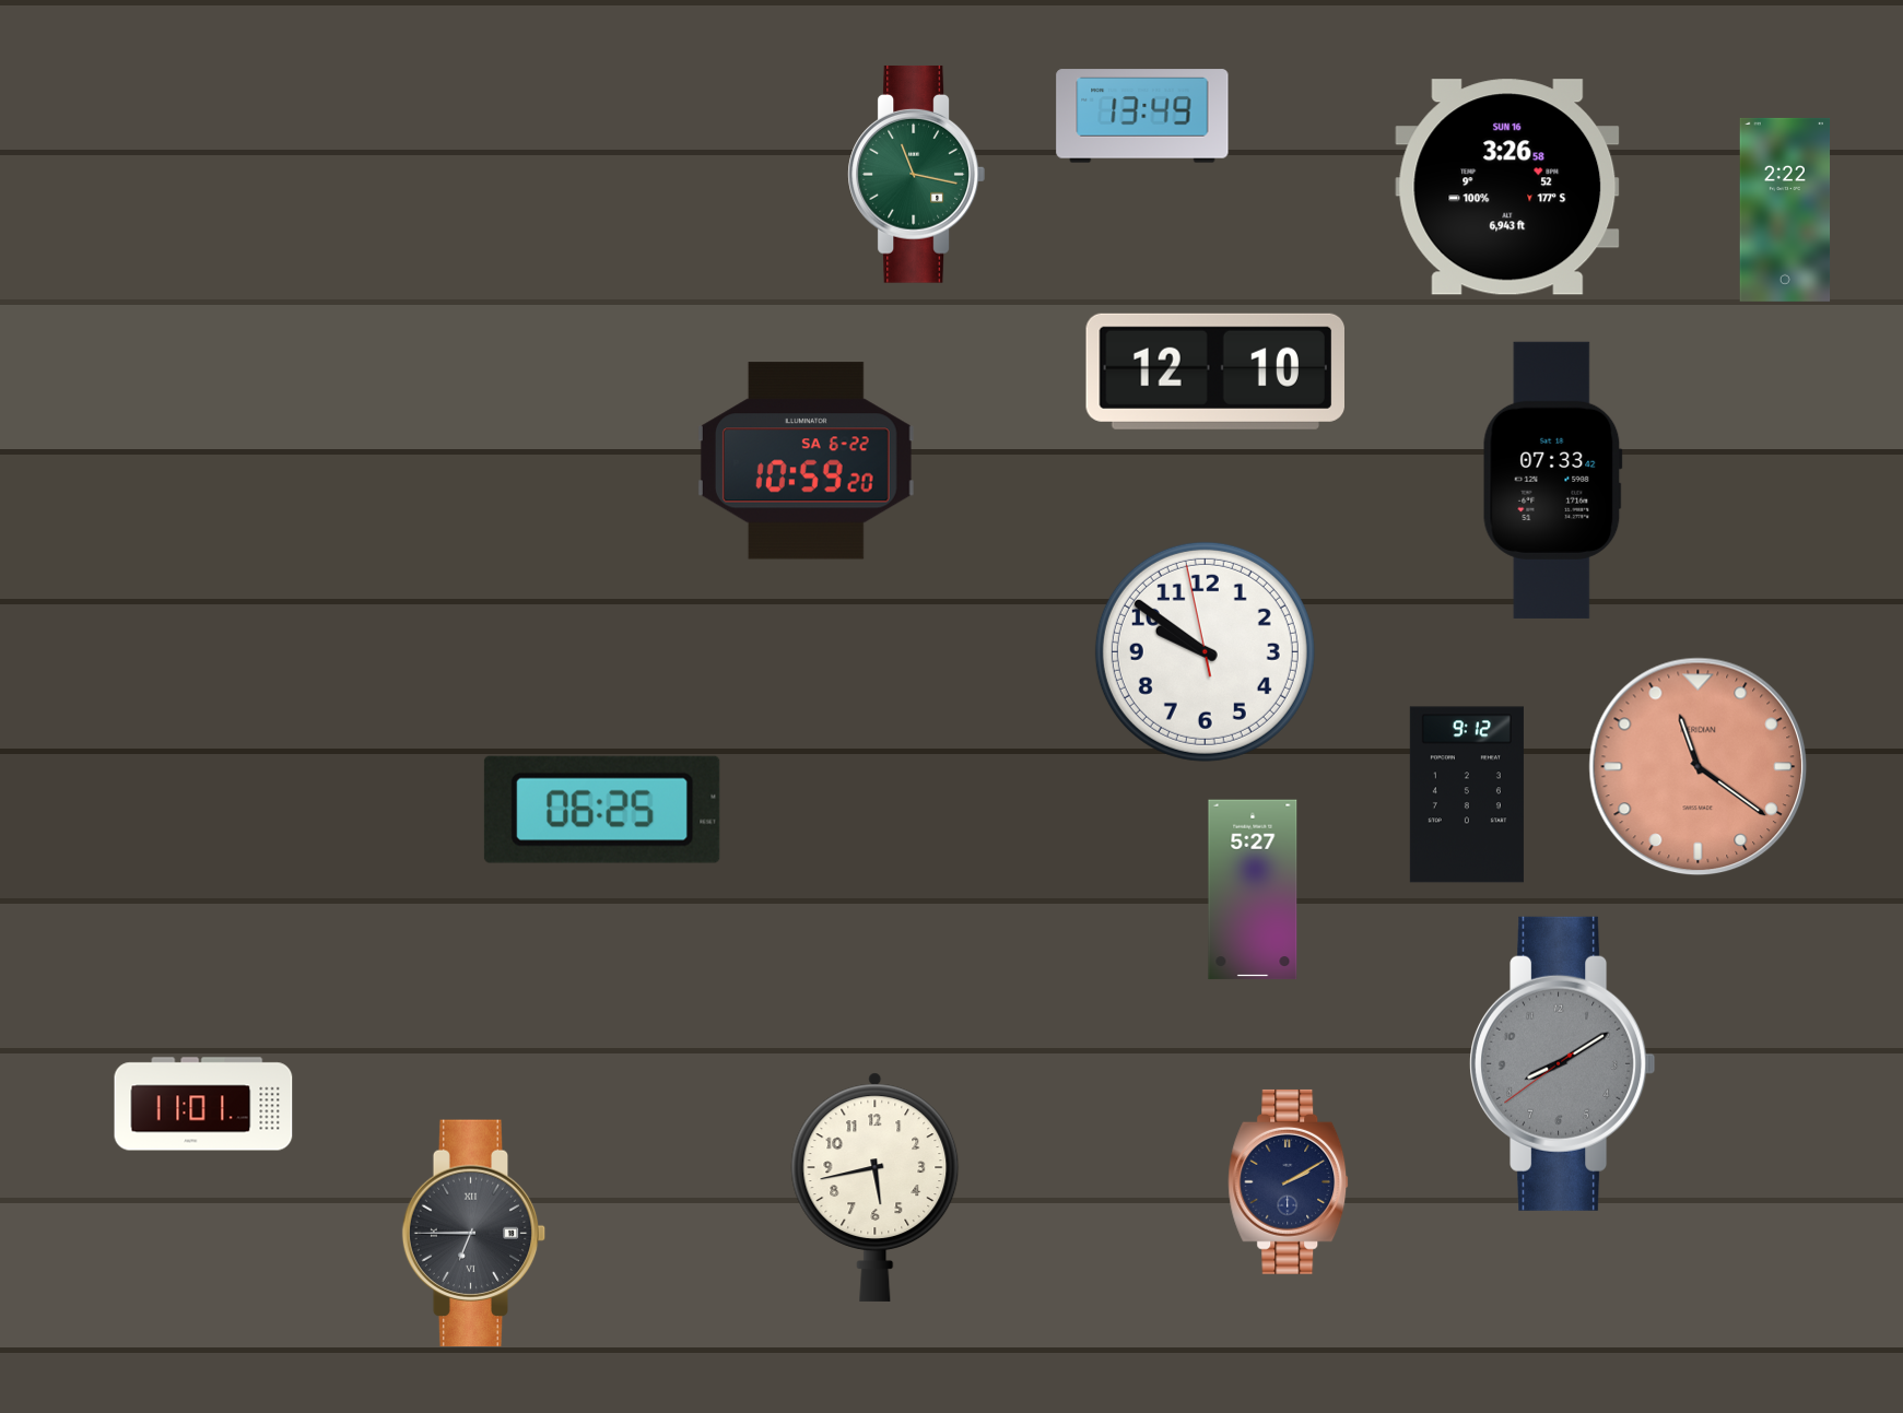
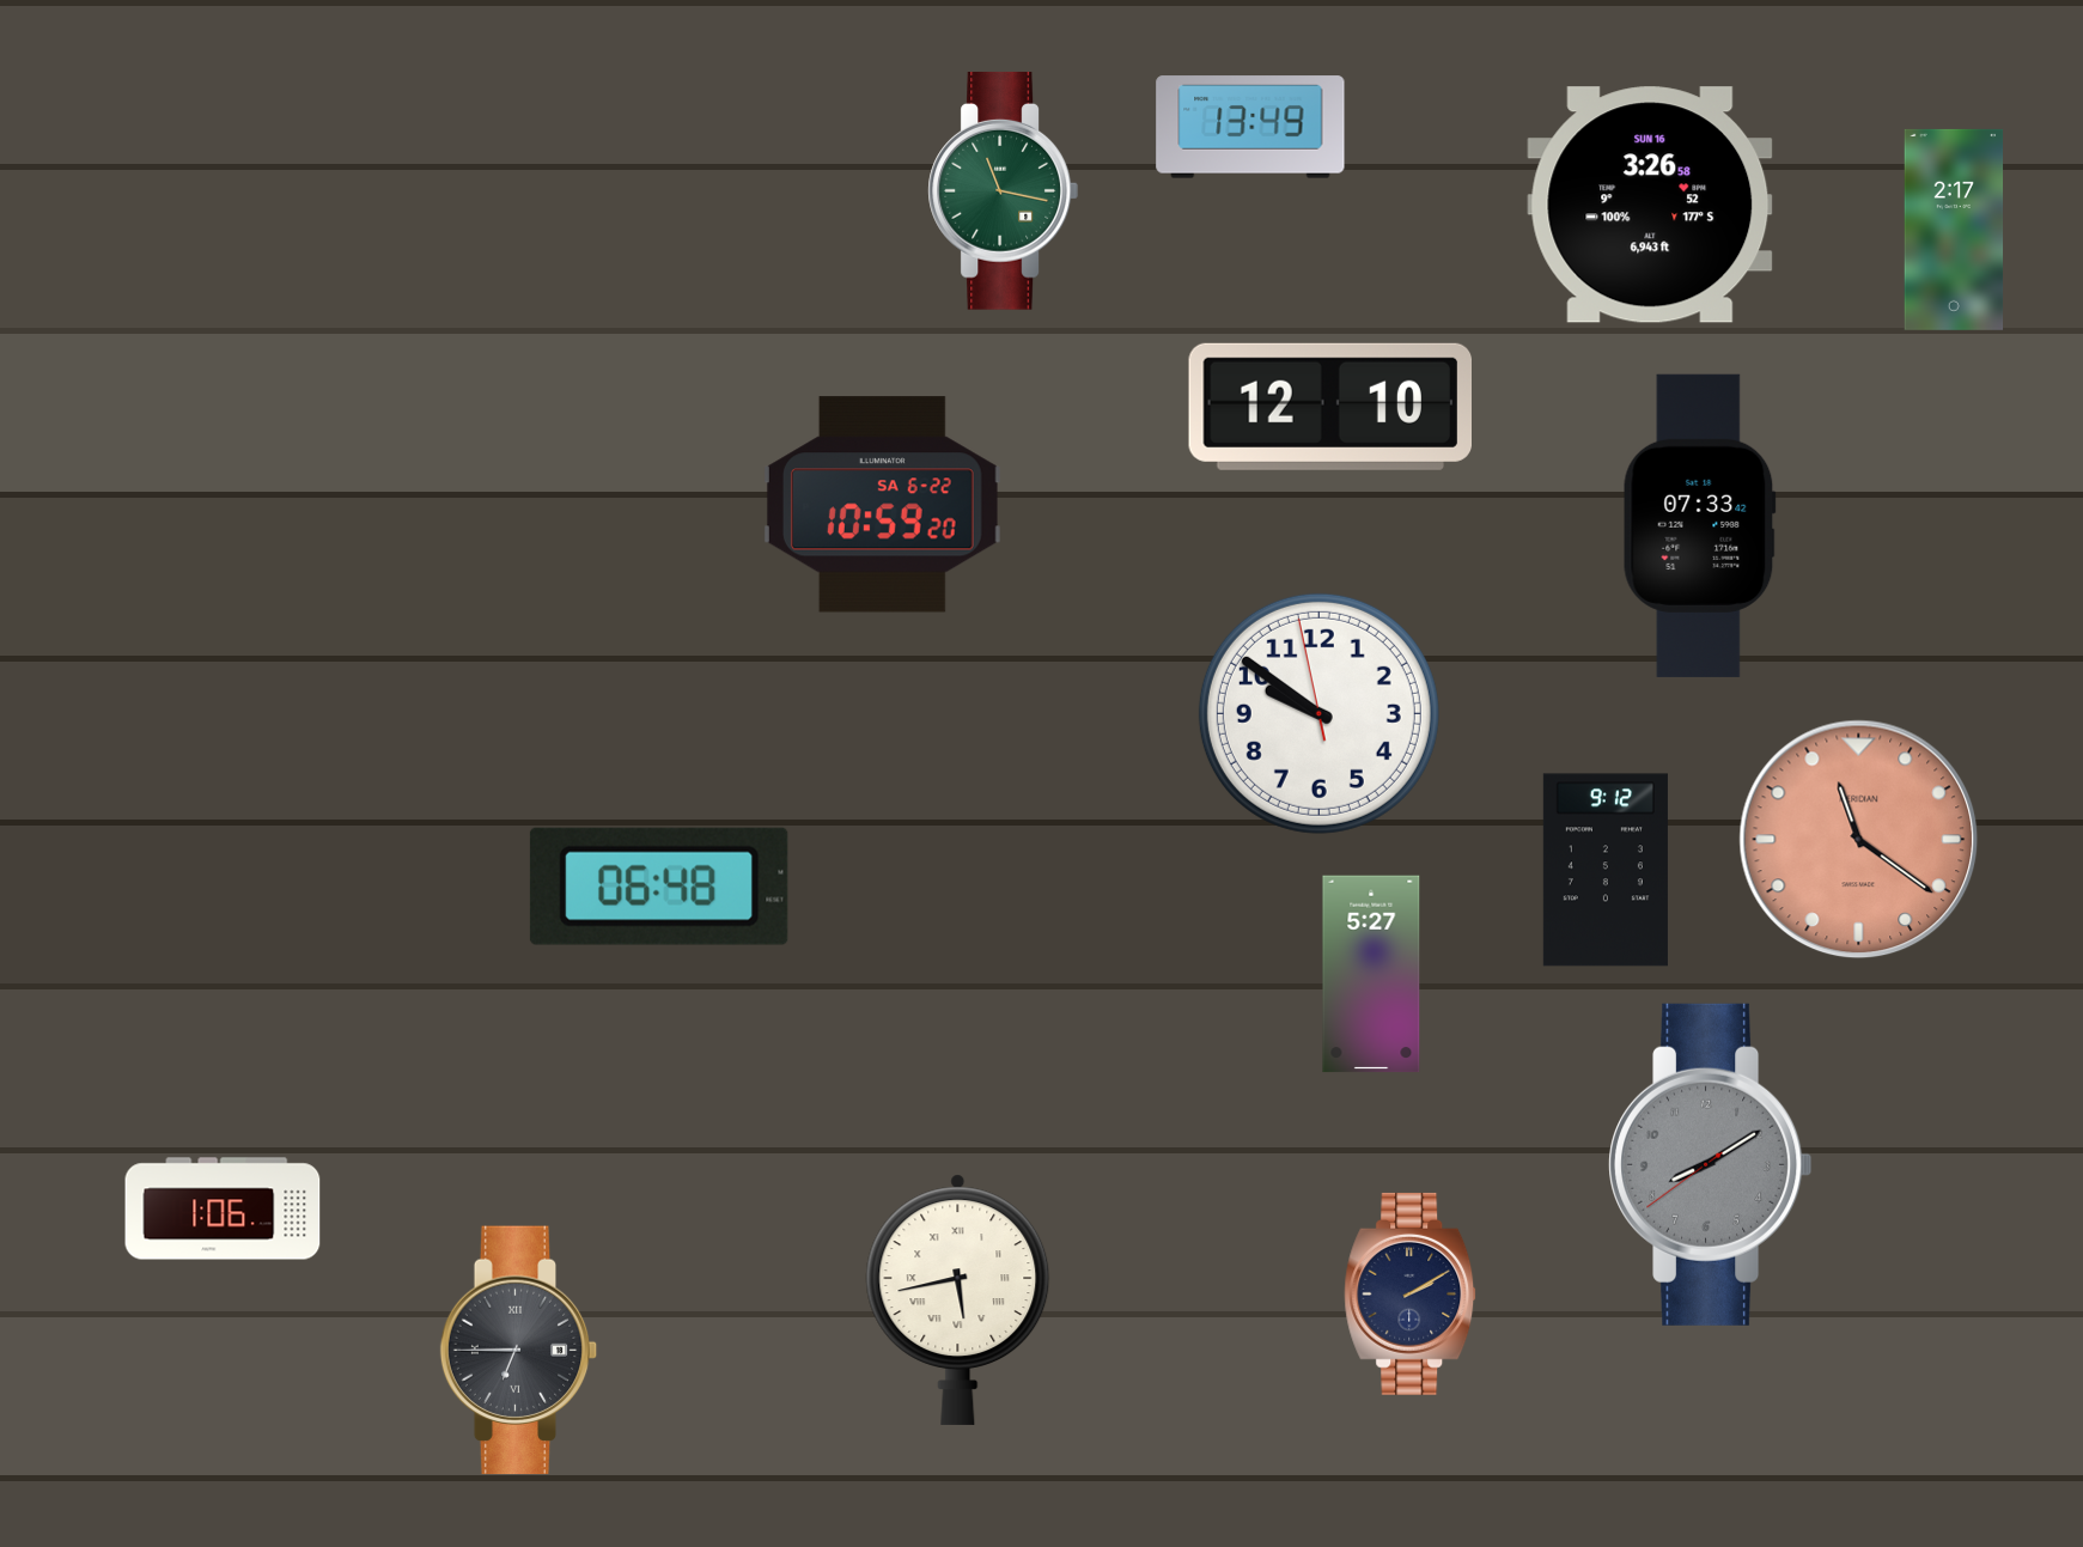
clock at (1785, 210): 2:22 -> 2:17
clock at (602, 810): 06:25 -> 06:48
clock at (203, 1104): 11:01 -> 1:06
clock at (876, 1187) numerals: Arabic -> Roman
